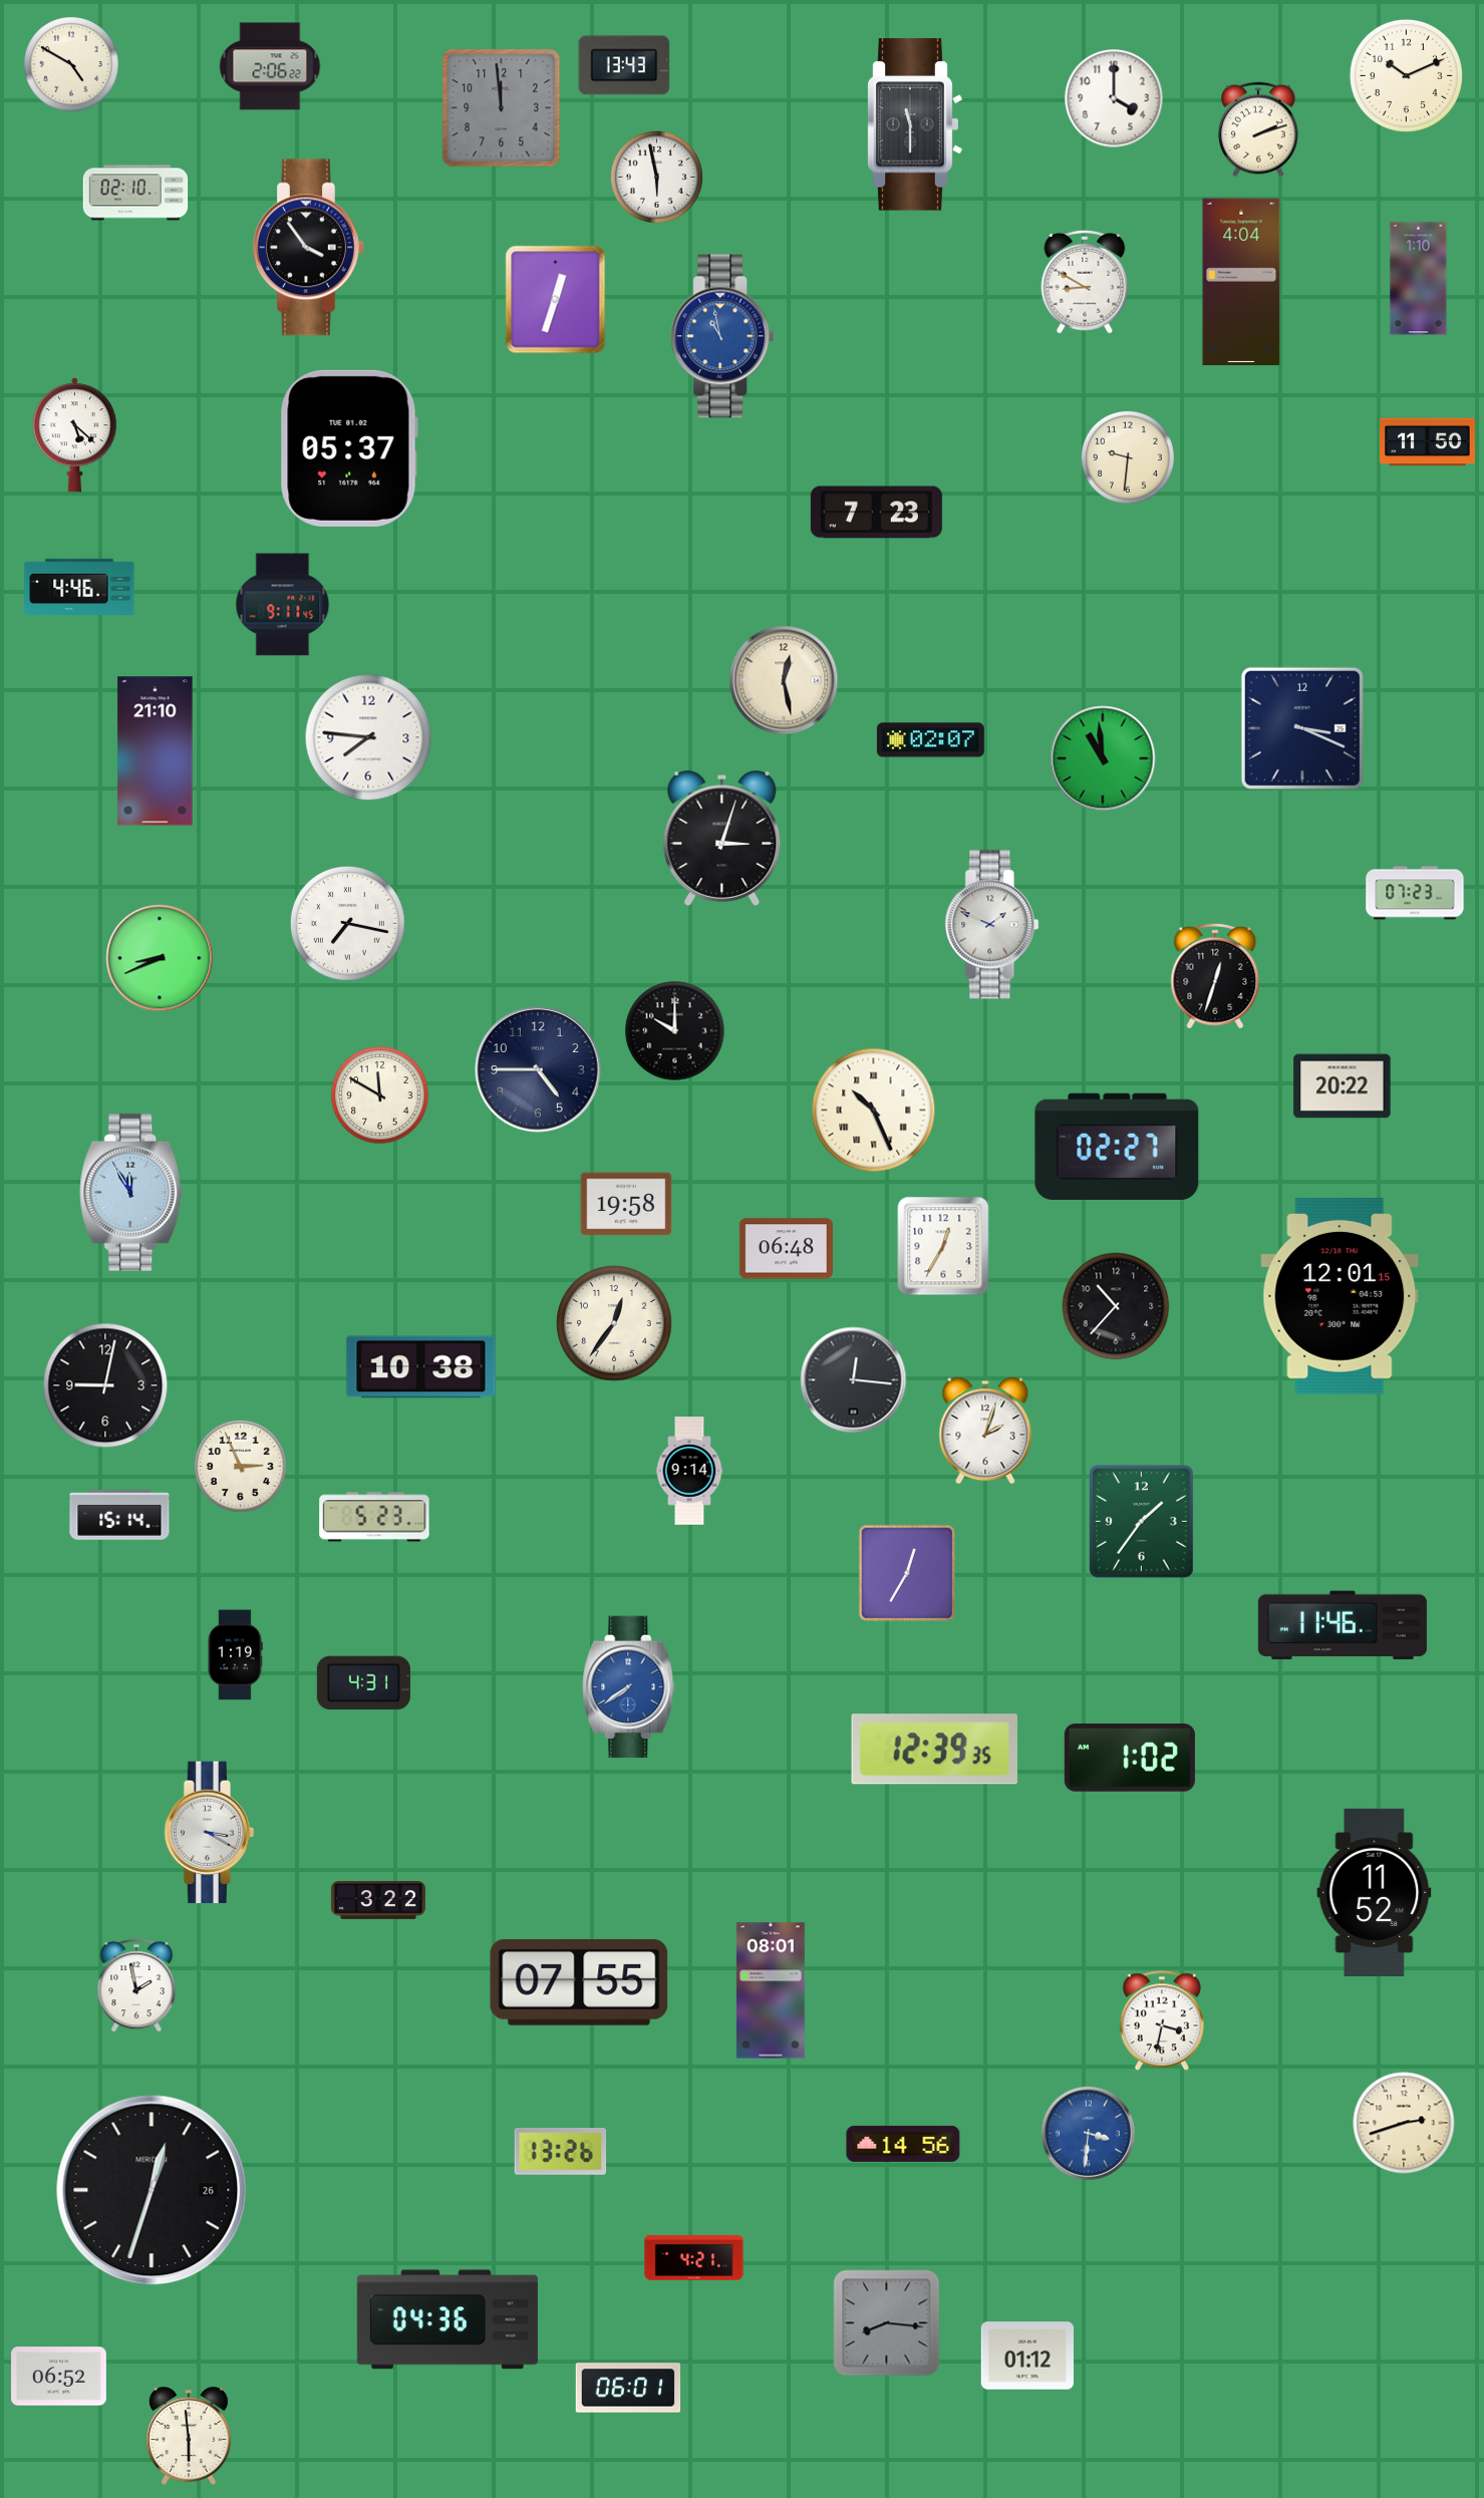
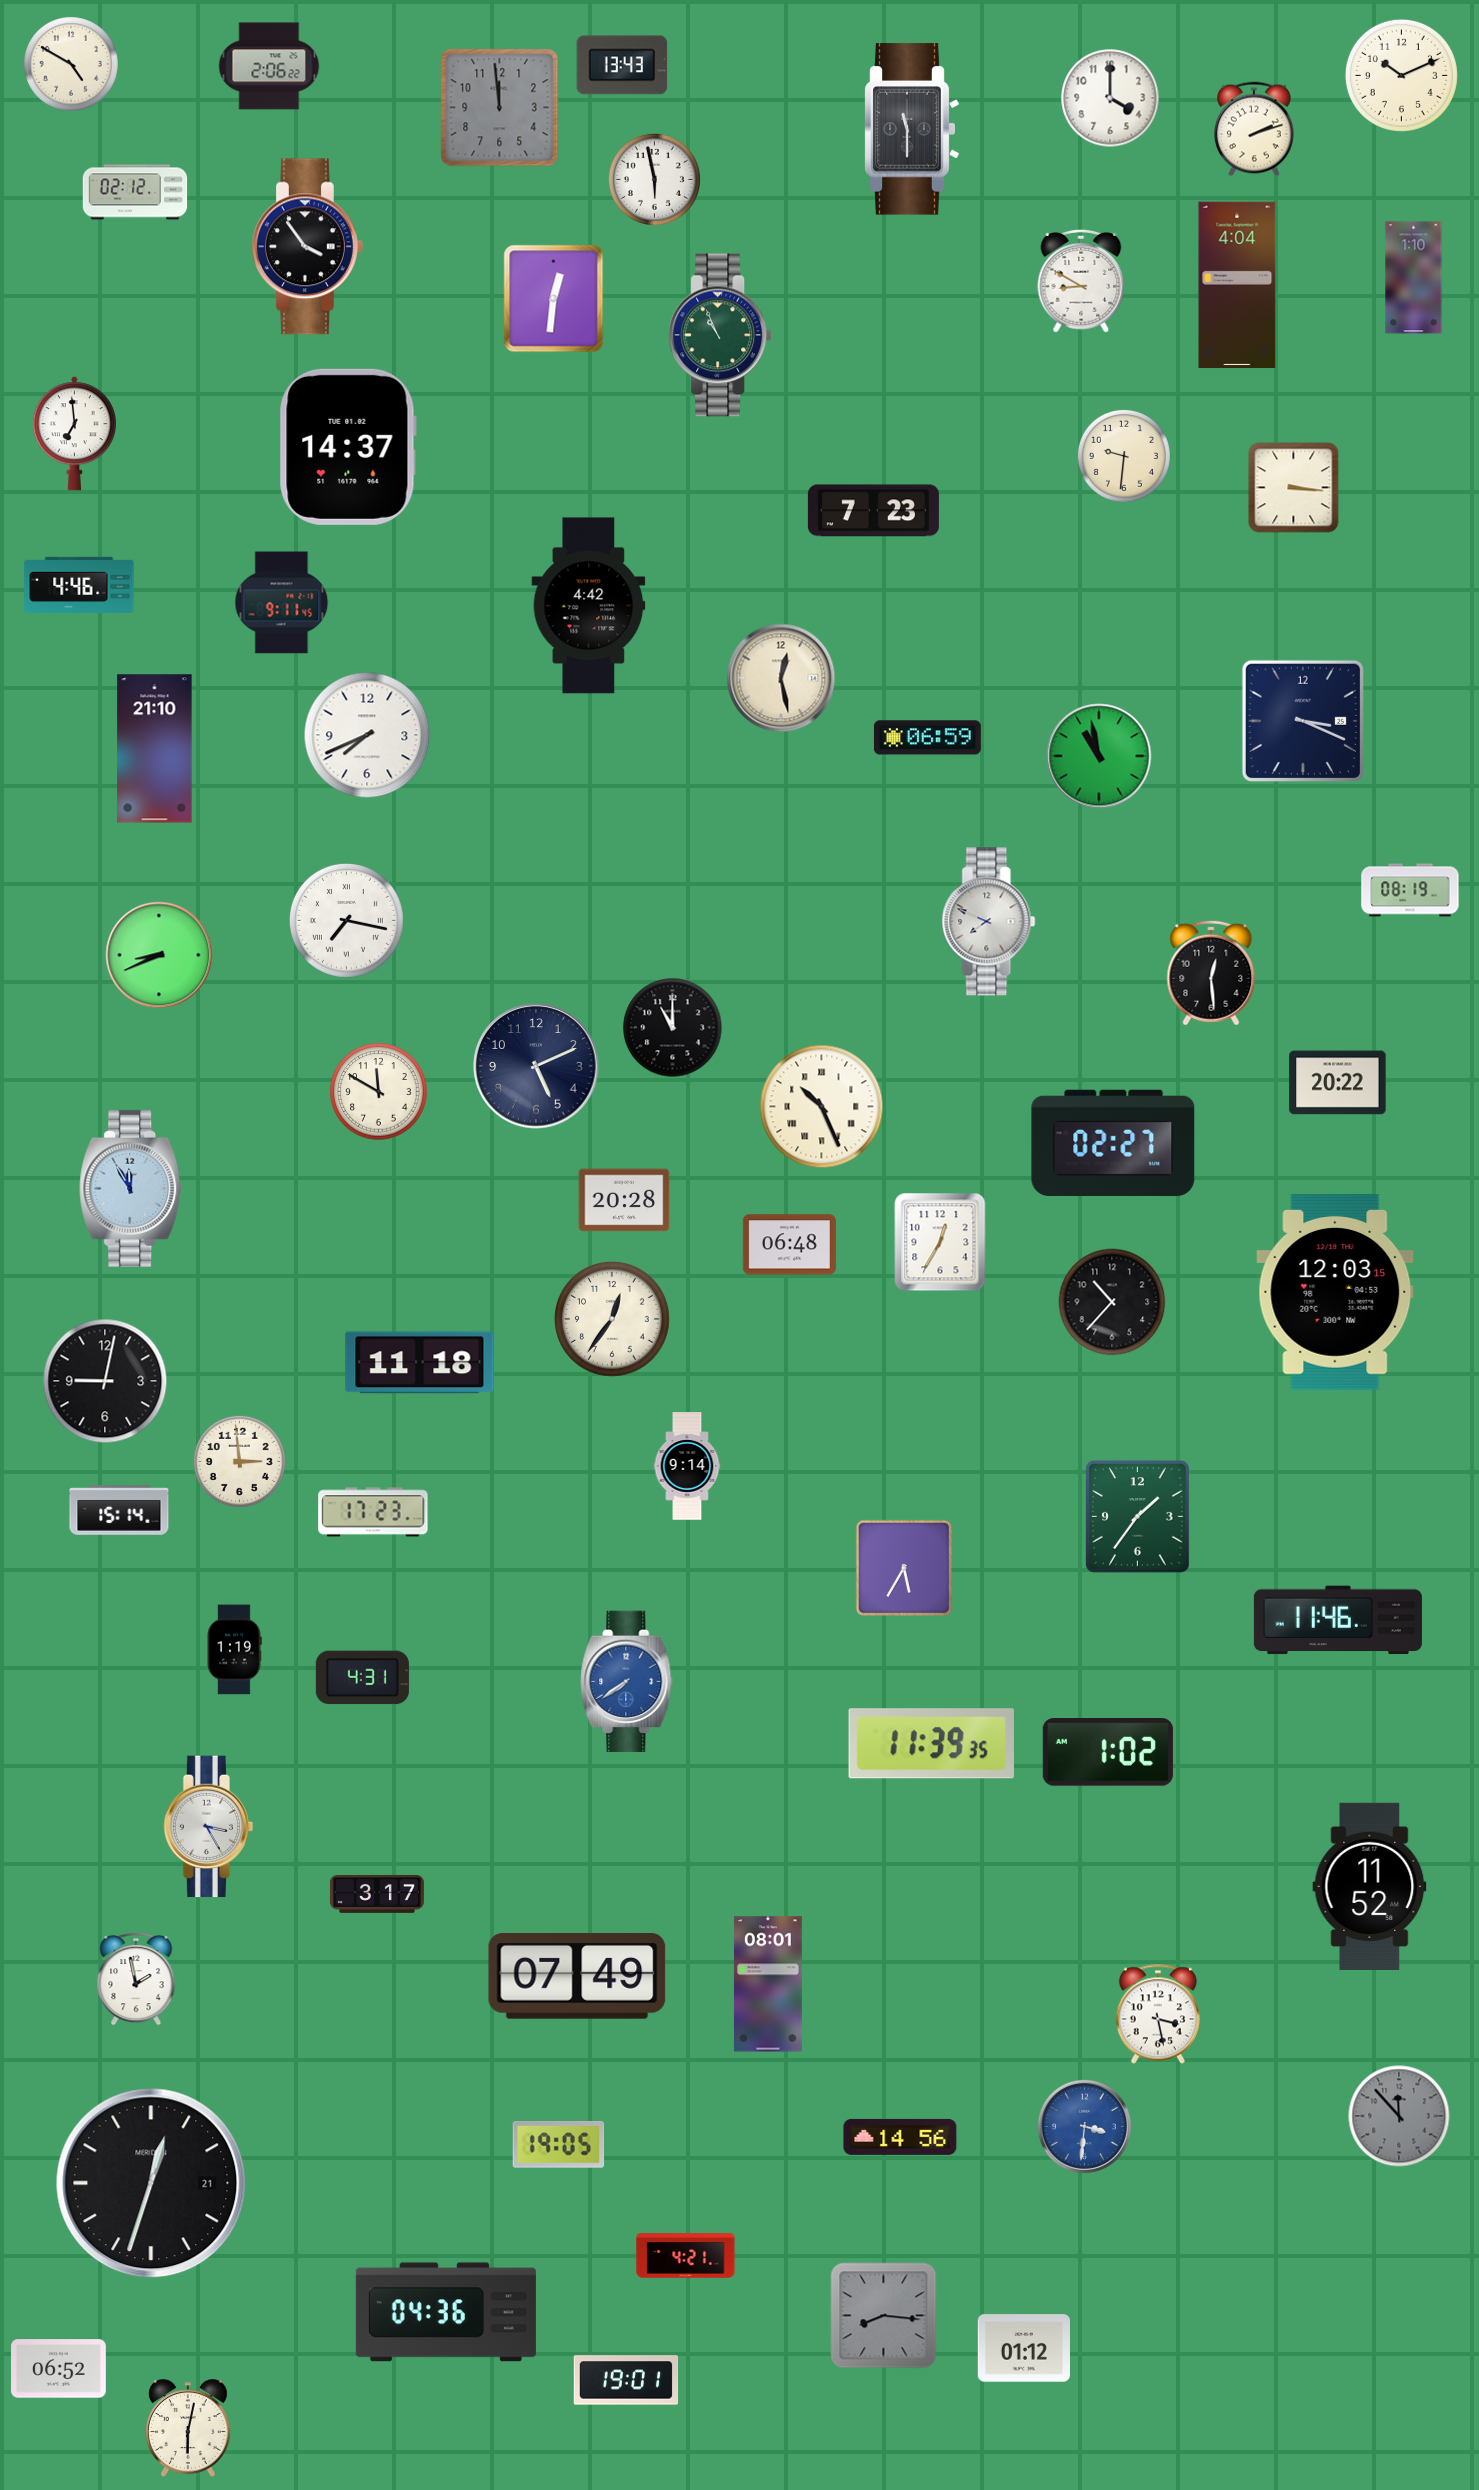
clock at (915, 124) position: (915, 124) -> (912, 129)
clock at (656, 177) position: (656, 177) -> (654, 179)
clock at (135, 193): 02:10 -> 02:12
clock at (1241, 282) position: (1241, 282) -> (1237, 285)
clock at (556, 300): 12:33 -> 12:31
clock at (722, 336): 10:58 -> 10:56
clock at (722, 336) dial: blue -> green
clock at (74, 435): 5:22 -> 6:59
clock at (1428, 442): 11:50 -> none
clock at (349, 448): 05:37 -> 14:37
clock at (1294, 488): none -> 3:16
clock at (589, 606): none -> 4:42
clock at (1302, 728) position: (1302, 728) -> (1303, 721)
clock at (368, 737): 7:46 -> 7:41
clock at (930, 740): 02:07 -> 06:59
clock at (1103, 758): 10:59 -> 10:58
clock at (722, 839): 3:03 -> none
clock at (1415, 893): 07:23 -> 08:19
clock at (992, 925): 1:49 -> 7:49
clock at (1215, 976): 12:33 -> 12:29
clock at (675, 1031): 10:00 -> 11:00
clock at (538, 1069): 4:45 -> 5:11
clock at (874, 1111) position: (874, 1111) -> (822, 1107)
clock at (626, 1204): 19:58 -> 20:28
clock at (786, 1249) position: (786, 1249) -> (789, 1245)
clock at (1340, 1297): 12:01 -> 12:03
clock at (421, 1367): 10:38 -> 11:18
clock at (854, 1380): 12:16 -> none
clock at (985, 1431): 2:03 -> none
clock at (240, 1466): 2:56 -> 2:59
clock at (374, 1517): 5:23 -> 17:23
clock at (907, 1573): 12:35 -> 5:35
clock at (934, 1750): 12:39 -> 11:39
clock at (1130, 1758) position: (1130, 1758) -> (1108, 1752)
clock at (210, 1833): 3:20 -> 3:25
clock at (378, 1901): 3:22 -> 3:17
clock at (579, 1983): 07:55 -> 07:49
clock at (1162, 2020): 3:32 -> 3:28
clock at (1404, 2123): 2:42 -> 11:53
clock at (1404, 2123) dial: cream -> grey
clock at (561, 2152): 13:26 -> 19:05
clock at (152, 2190) date: 26 -> 21
clock at (694, 2258) position: (694, 2258) -> (686, 2256)
clock at (628, 2388): 06:01 -> 19:01
clock at (189, 2436): 5:59 -> 6:02
